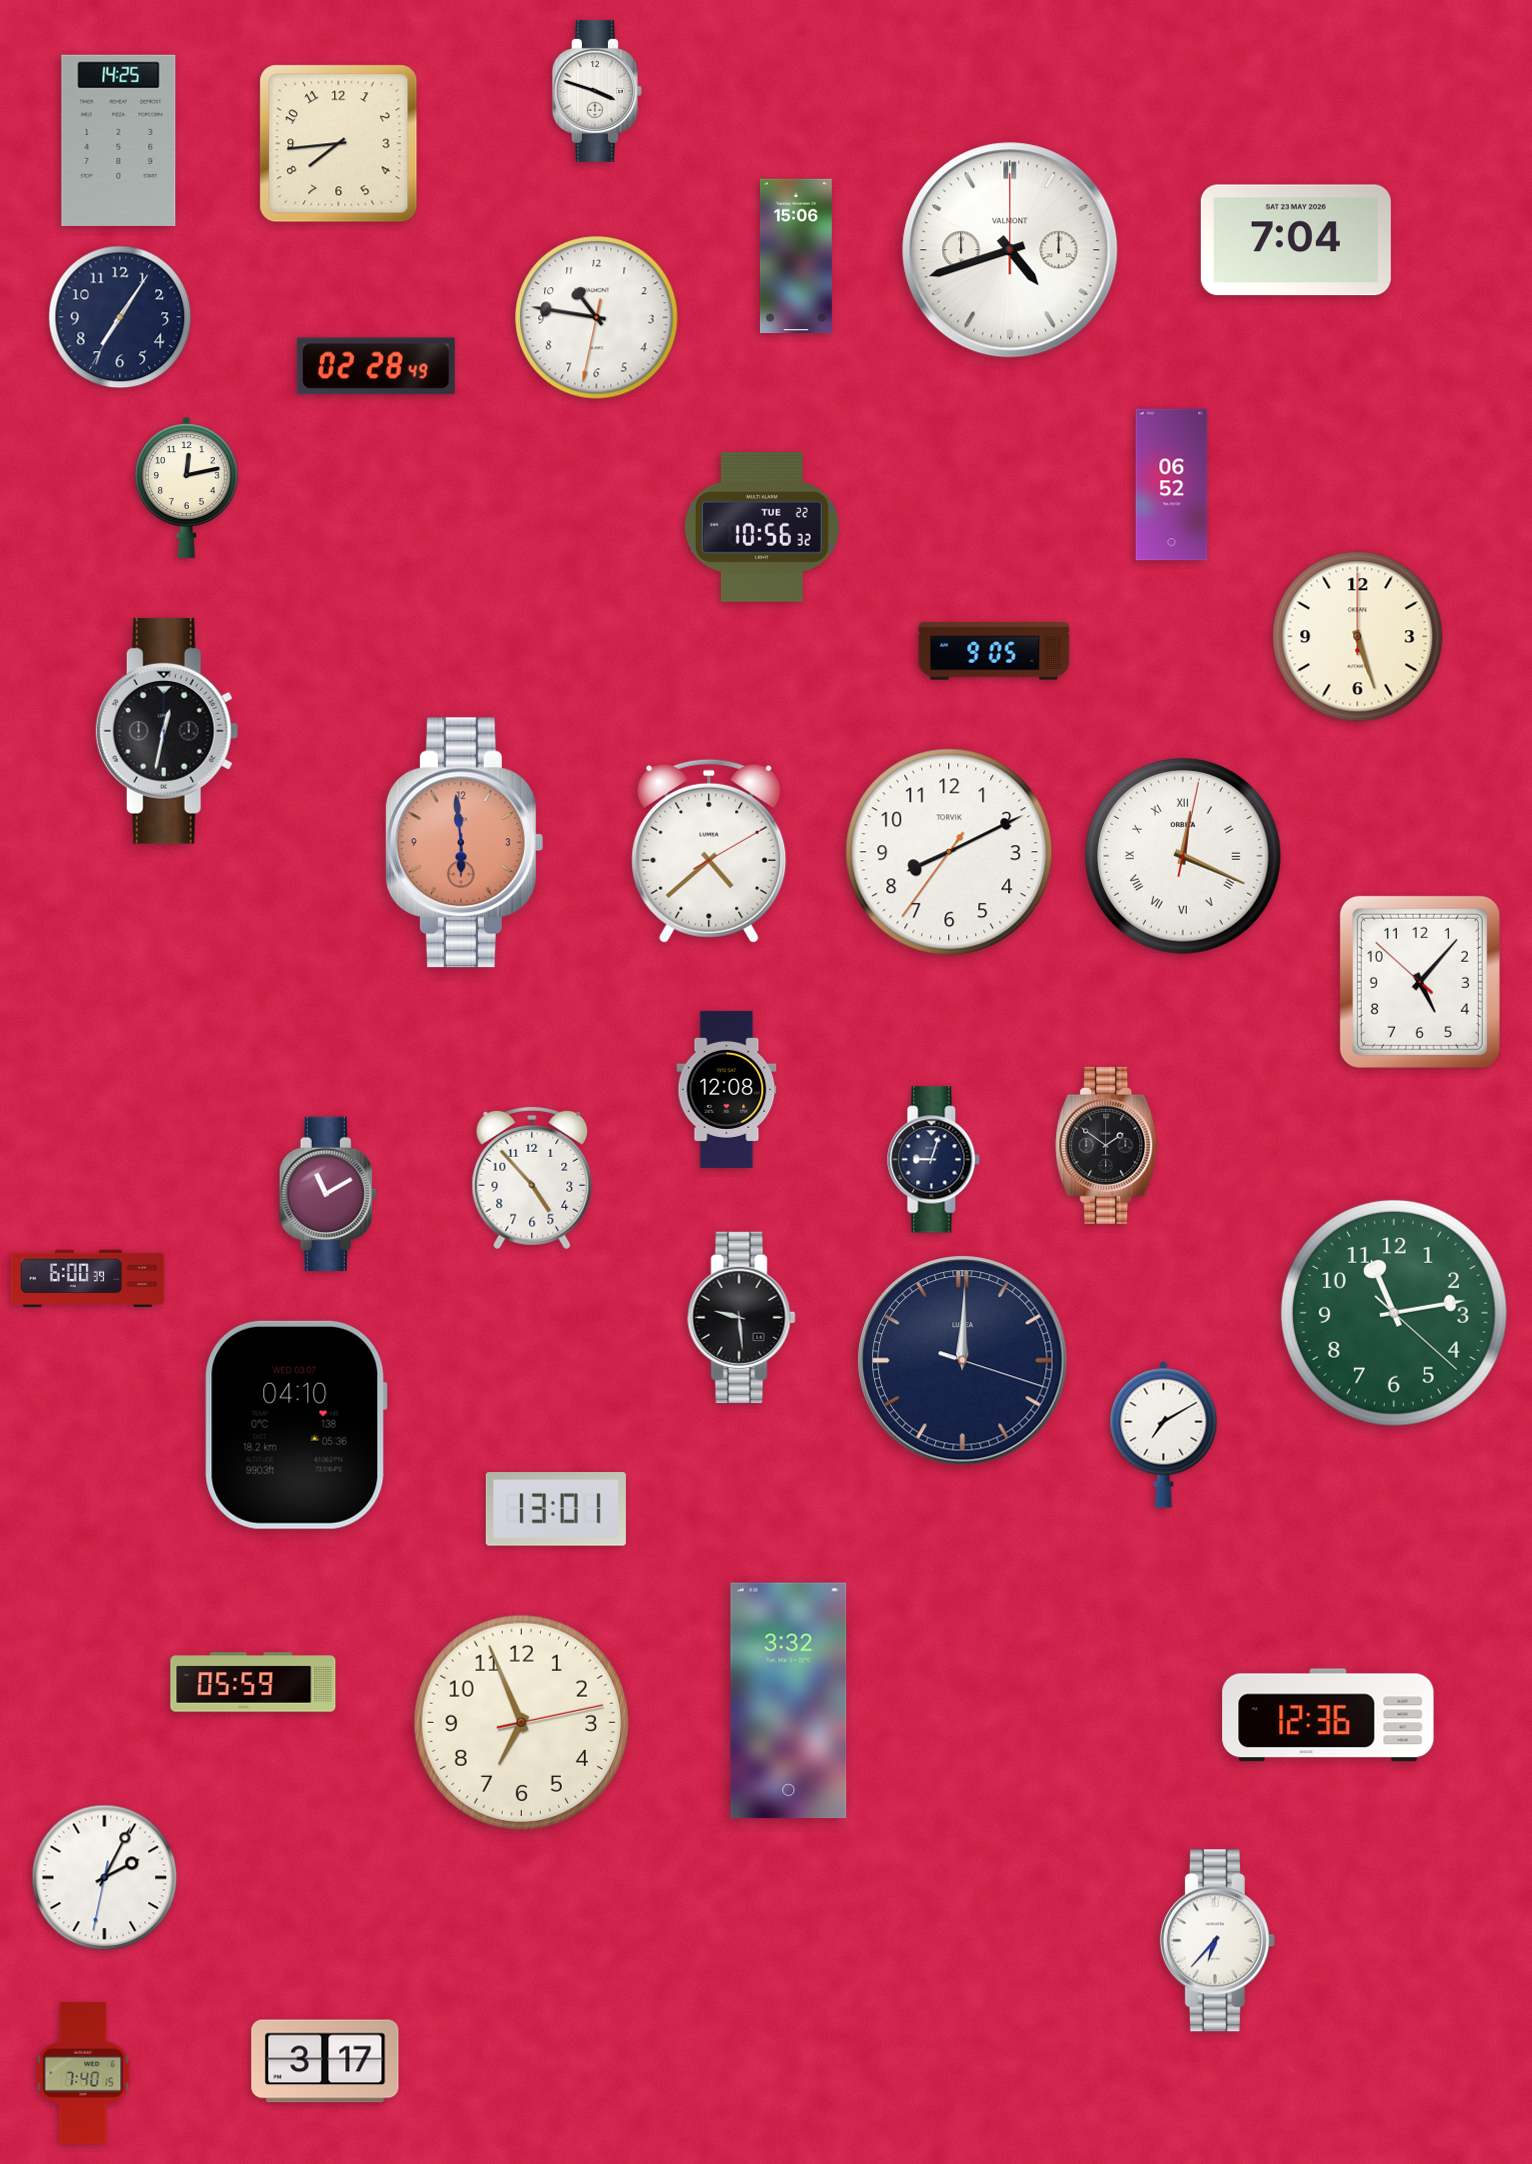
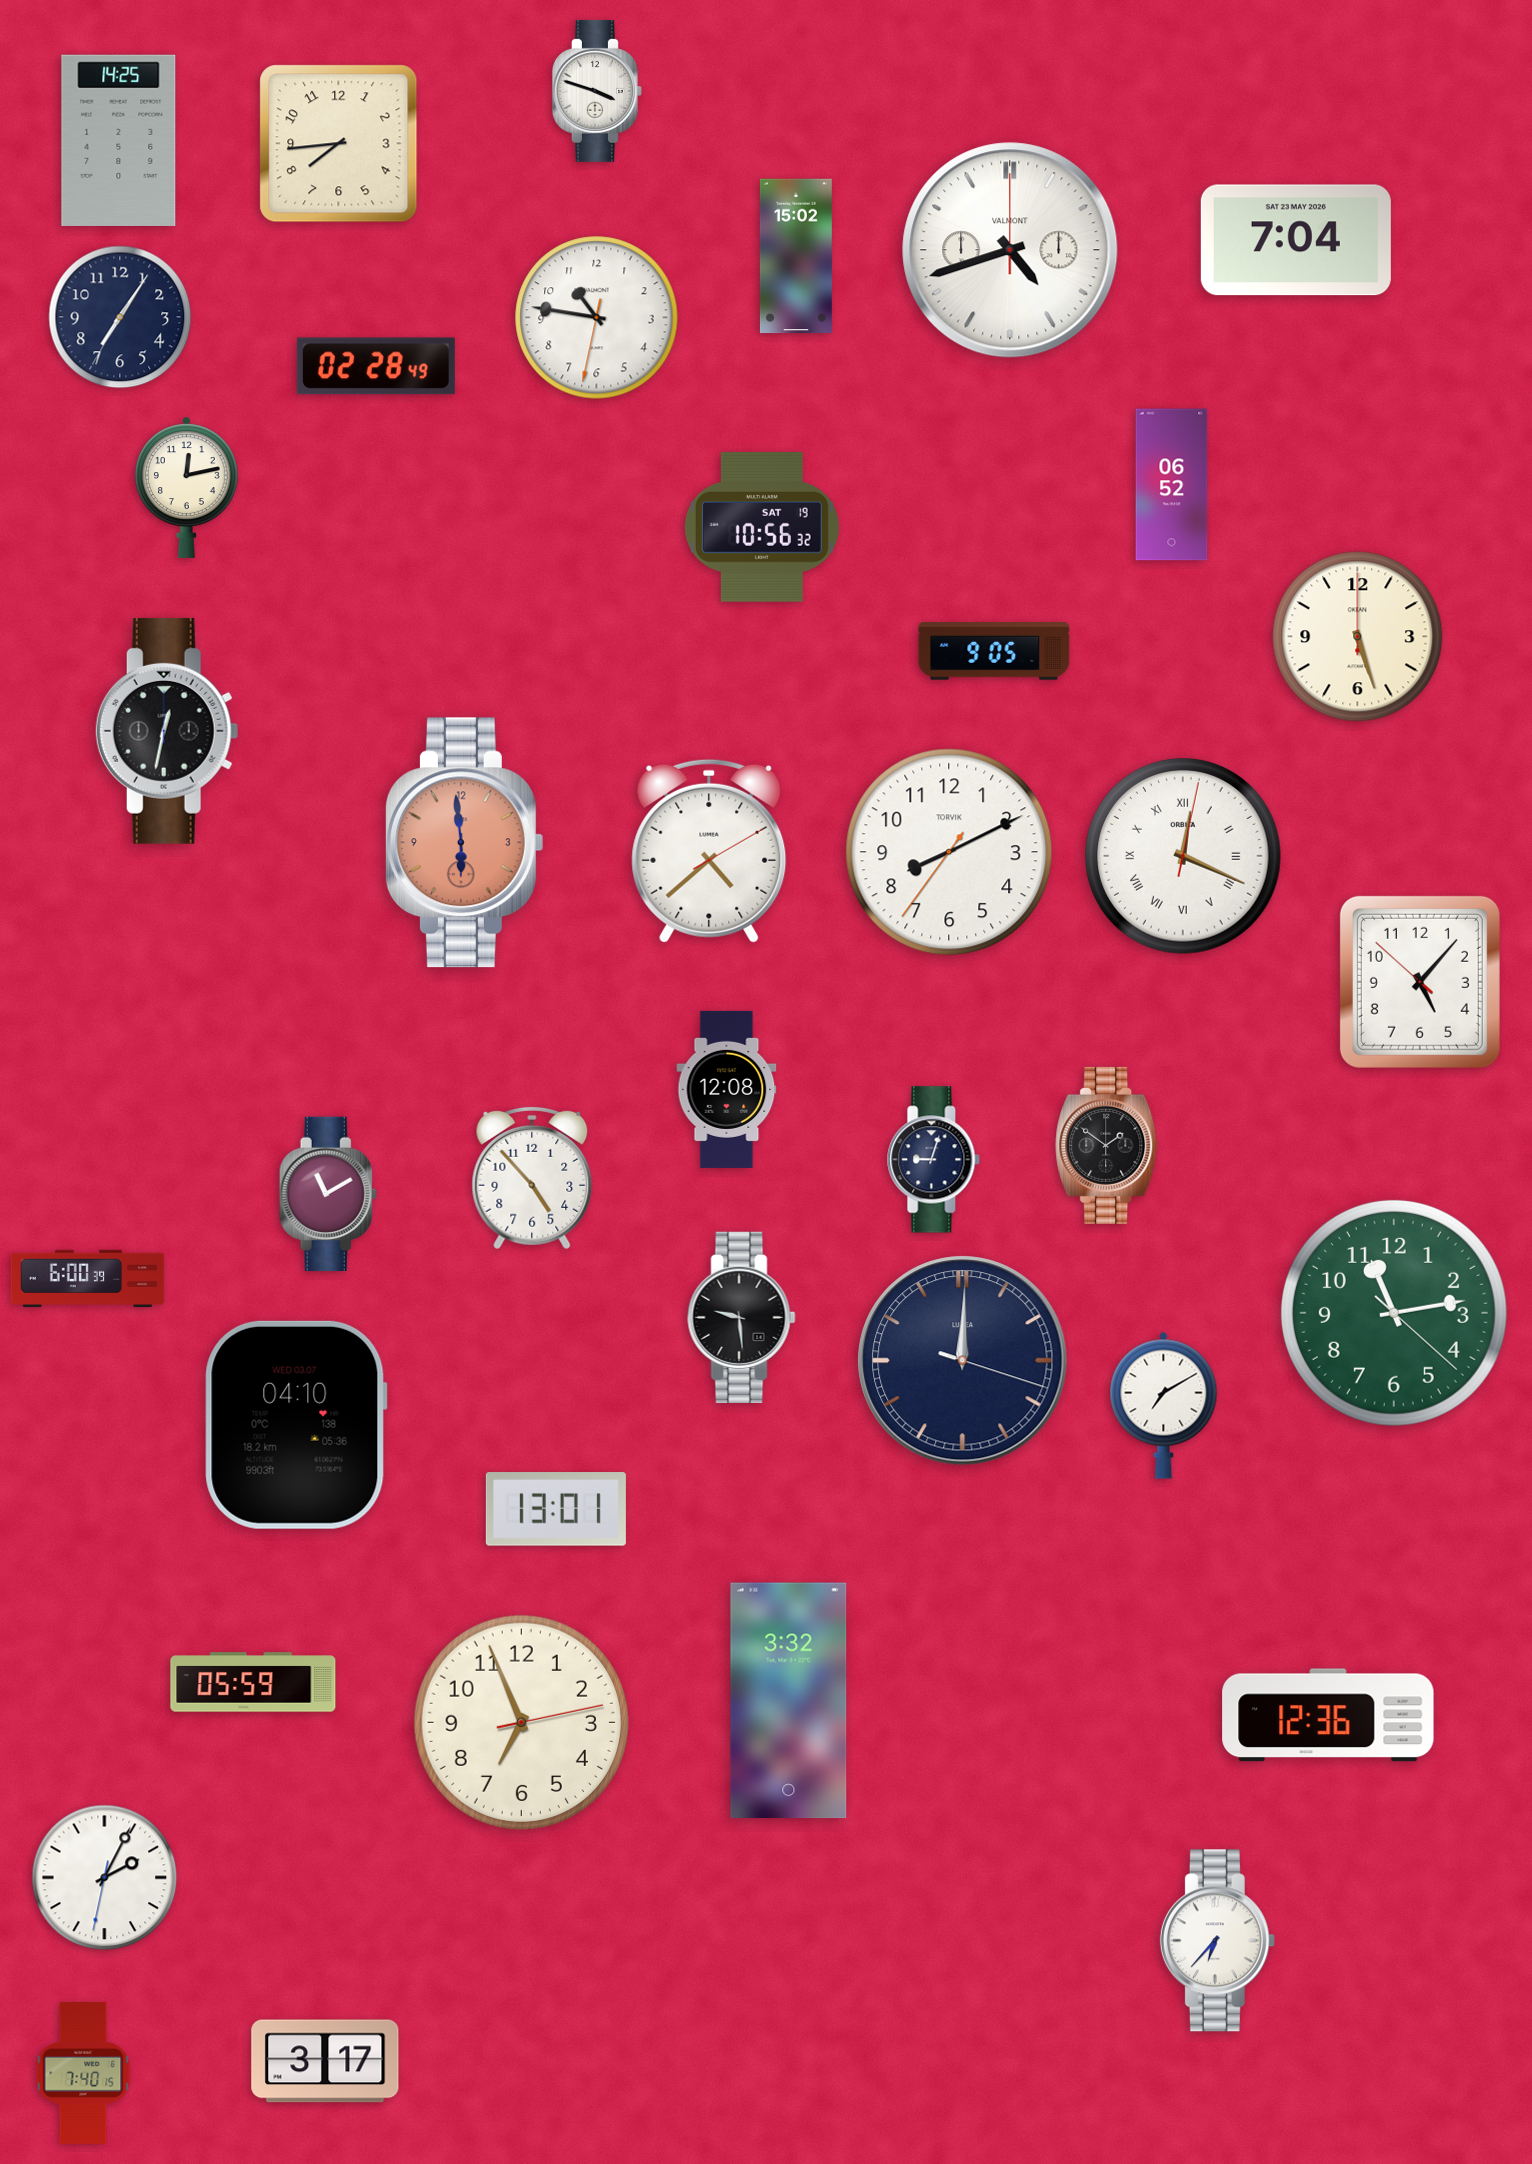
clock at (796, 256): 15:06 -> 15:02
clock at (762, 527) date: TUE 22 -> SAT 19
clock at (1164, 1434) position: (1164, 1434) -> (1164, 1405)
